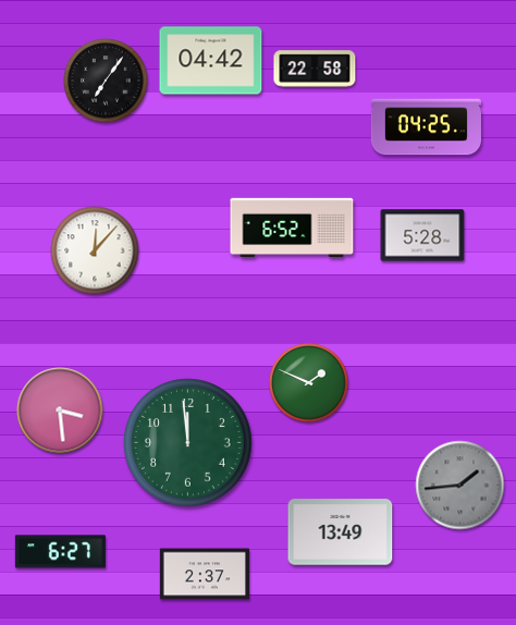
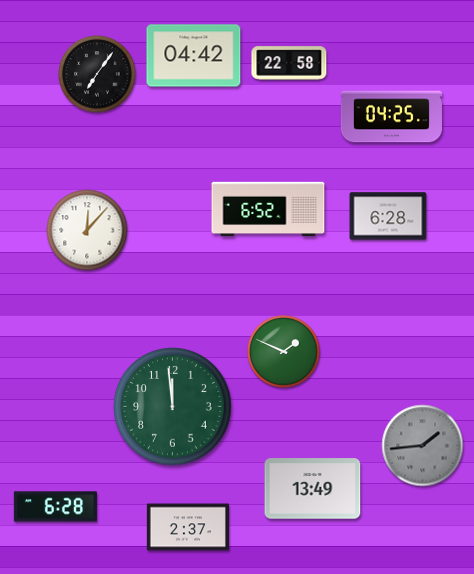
clock at (422, 235): 5:28 -> 6:28
clock at (60, 410): 3:29 -> none
clock at (60, 552): 6:27 -> 6:28
